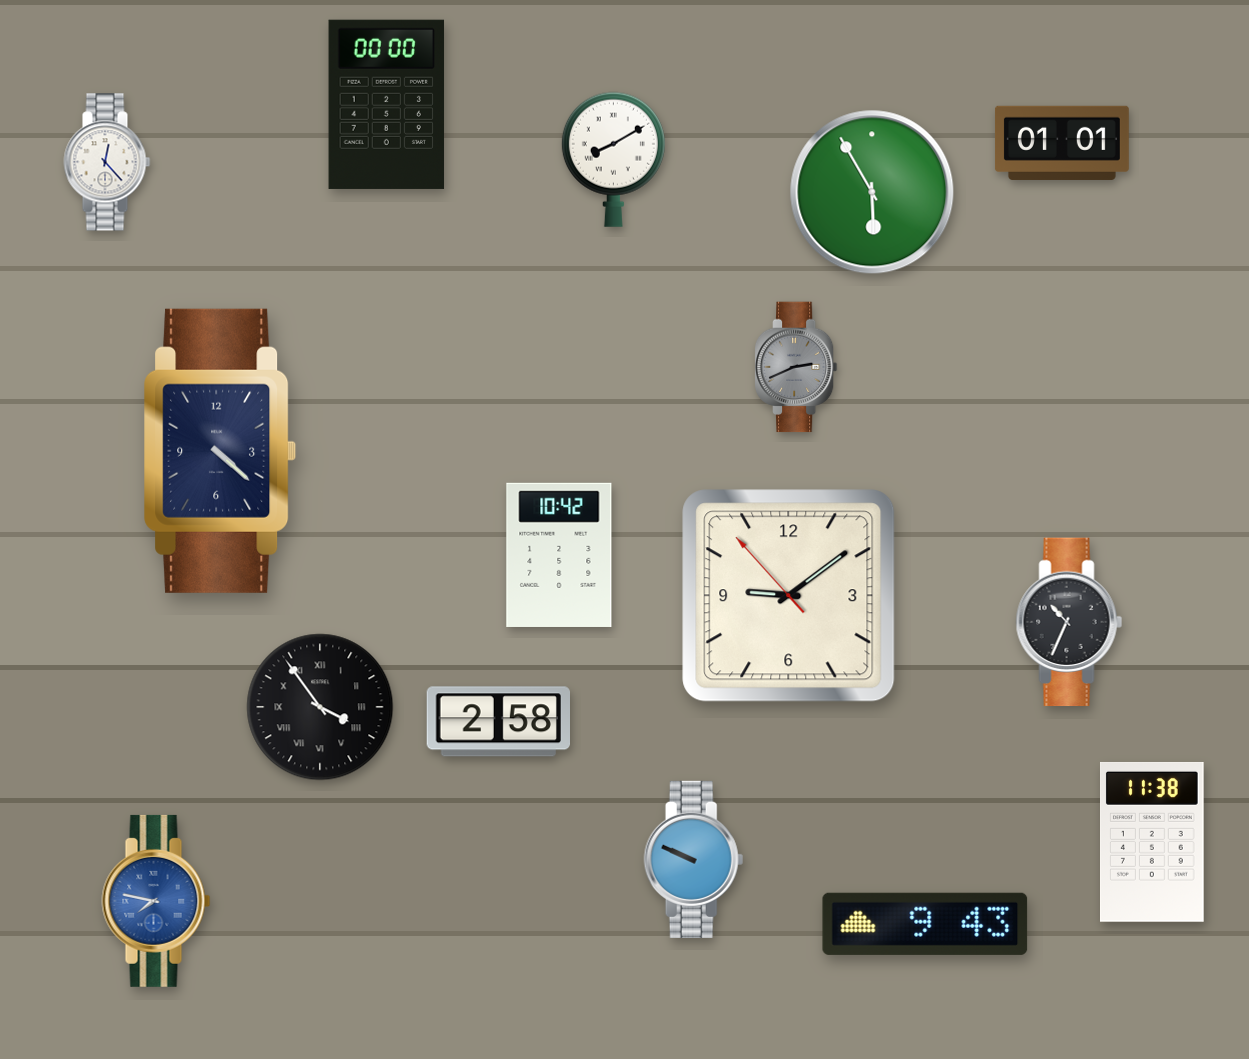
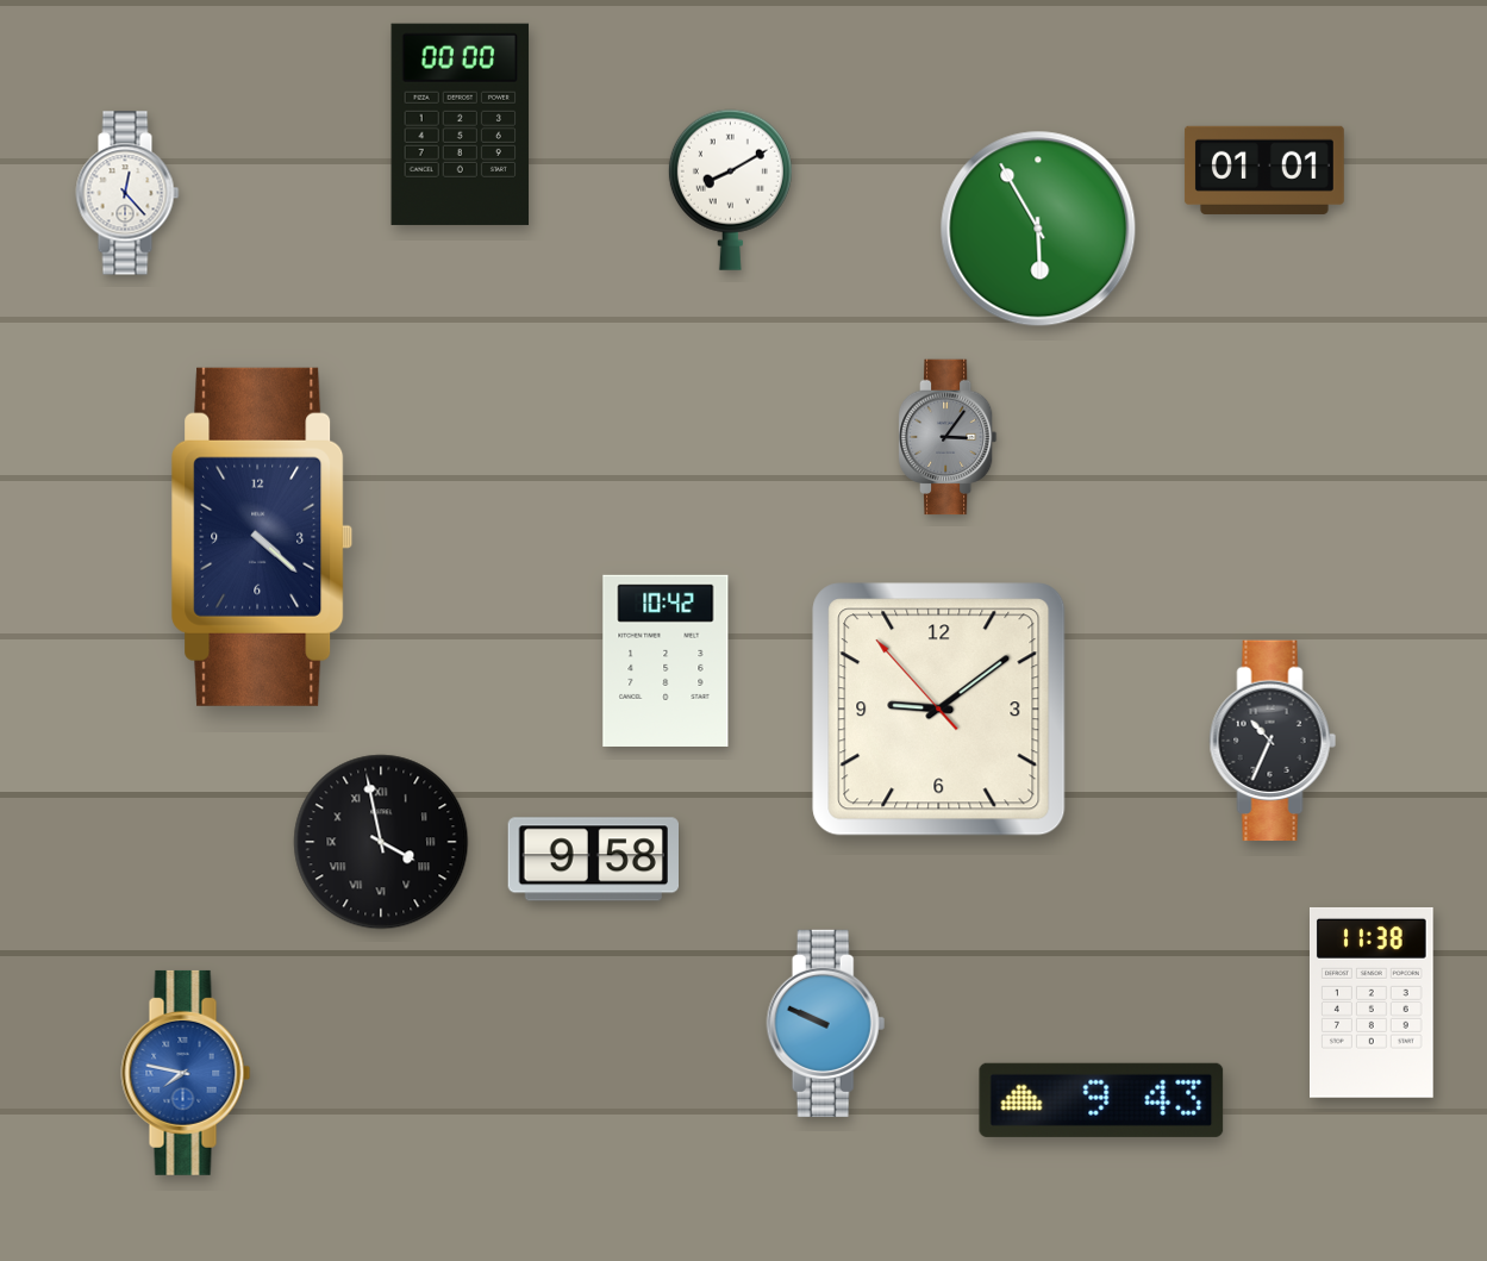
clock at (796, 367): 2:41 -> 3:06
clock at (320, 707): 3:54 -> 3:58
clock at (498, 722): 2:58 -> 9:58
